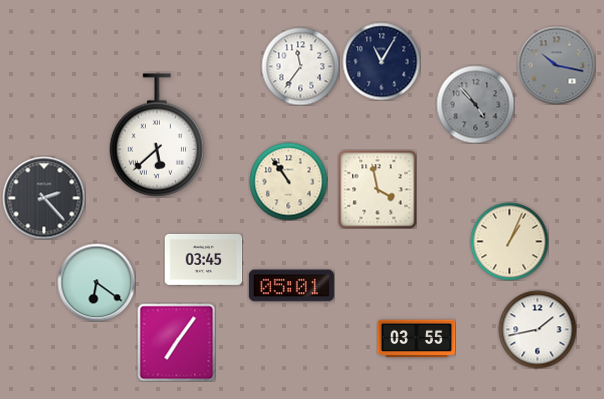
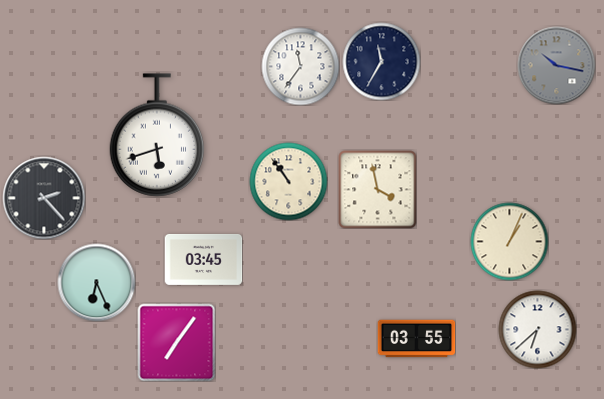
clock at (381, 61): 11:05 -> 11:35
clock at (475, 104): 4:53 -> none
clock at (157, 135): 5:38 -> 5:42
clock at (96, 282): 6:21 -> 6:26
clock at (291, 286): 05:01 -> none
clock at (537, 329): 1:43 -> 6:38
